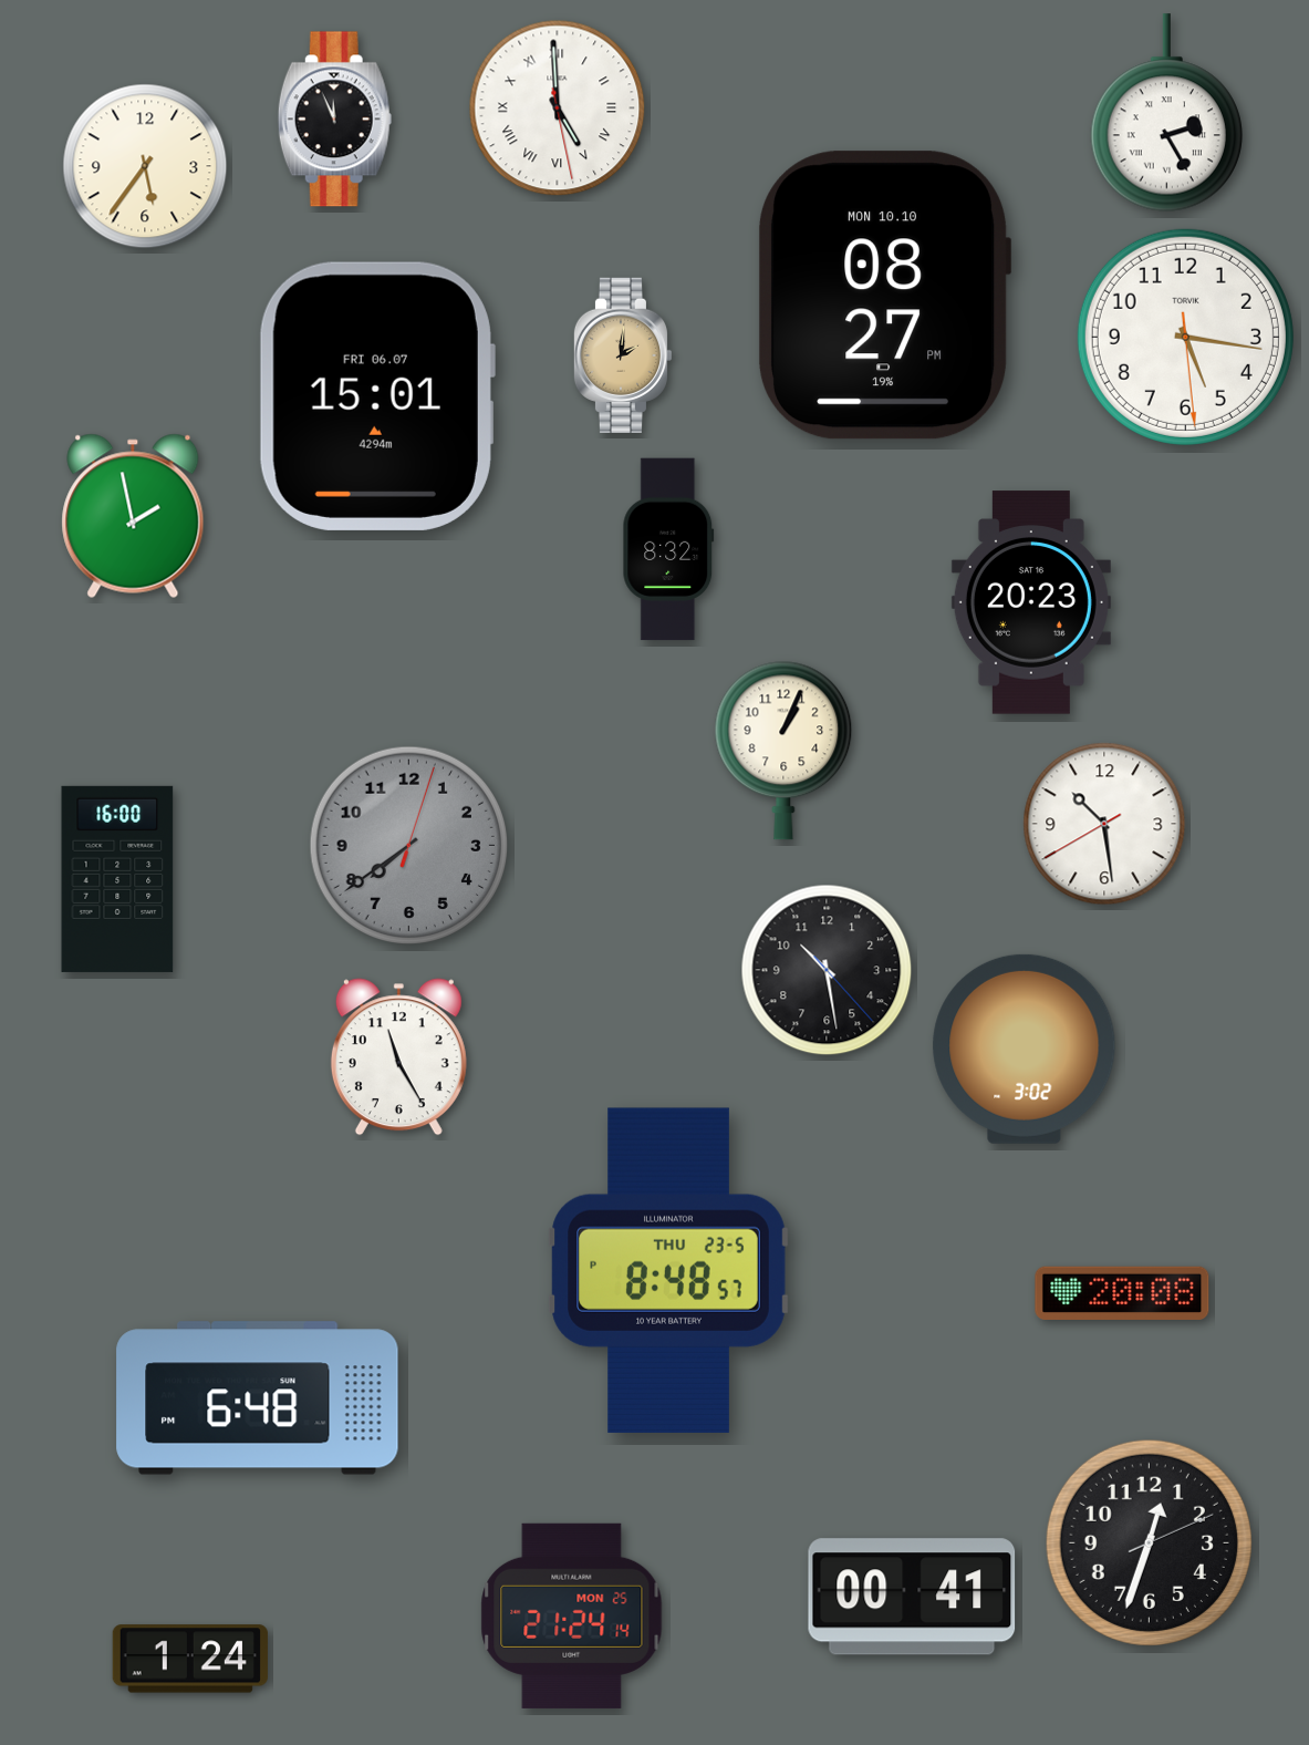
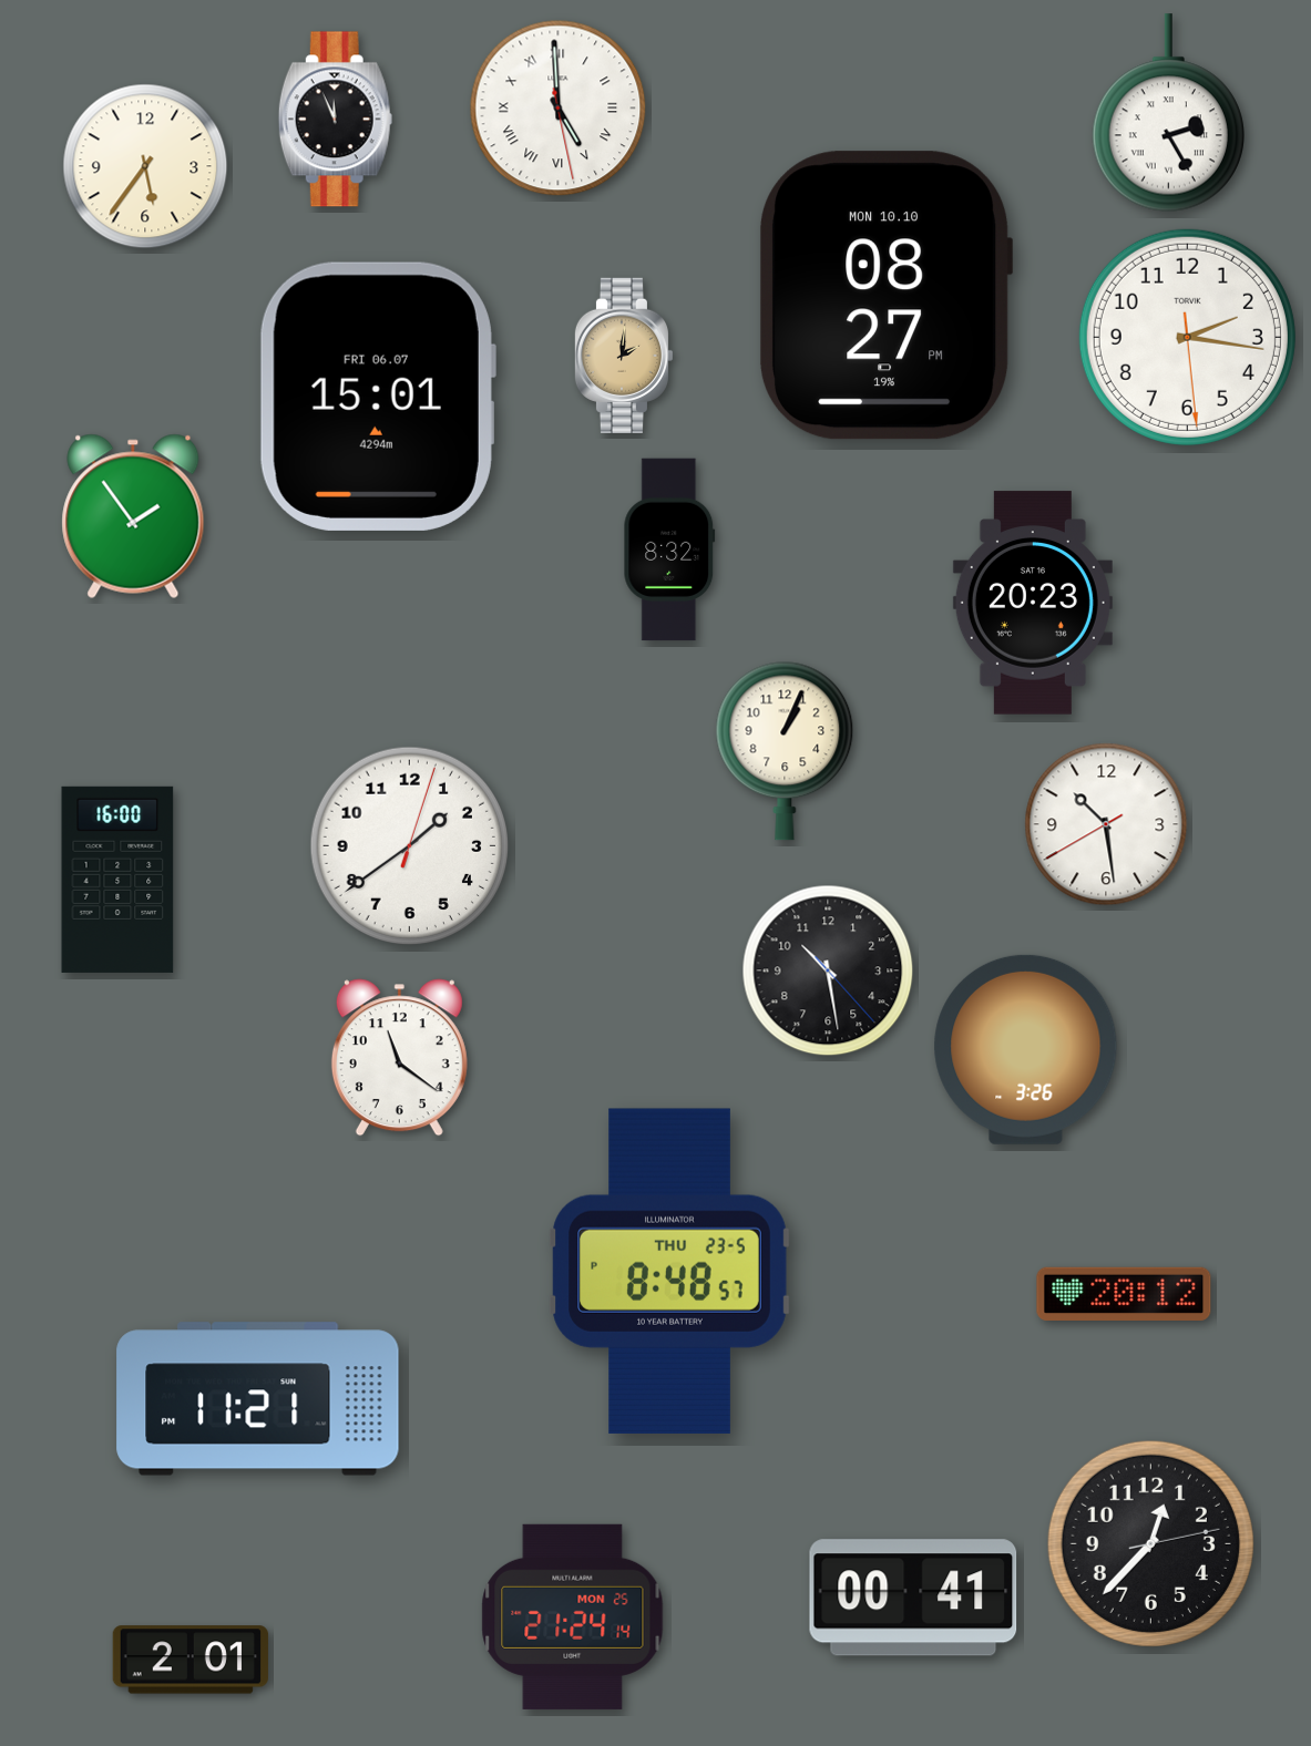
clock at (1185, 337): 5:16 -> 2:16
clock at (133, 516): 1:58 -> 1:54
clock at (408, 845): 7:39 -> 1:39
clock at (408, 845) dial: grey -> white
clock at (1025, 1049): 3:02 -> 3:26
clock at (398, 1057): 11:25 -> 11:21
clock at (1122, 1293): 20:08 -> 20:12
clock at (258, 1398): 6:48 -> 11:21
clock at (1149, 1542): 12:33 -> 12:37
clock at (190, 1659): 1:24 -> 2:01
